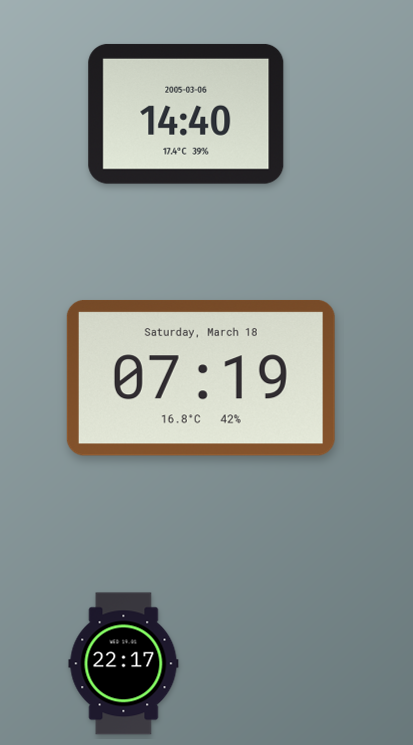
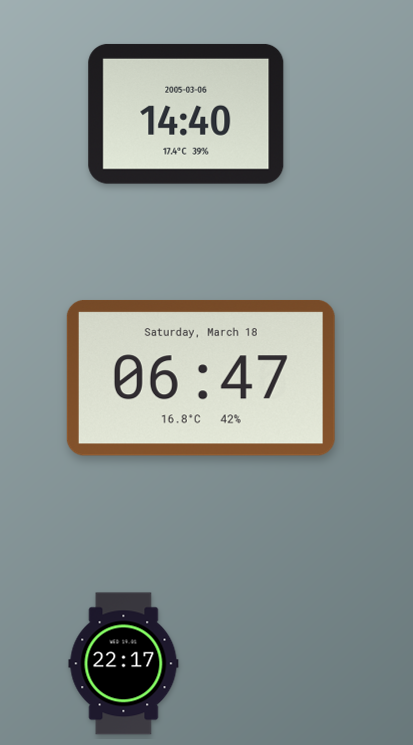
clock at (201, 378): 07:19 -> 06:47
